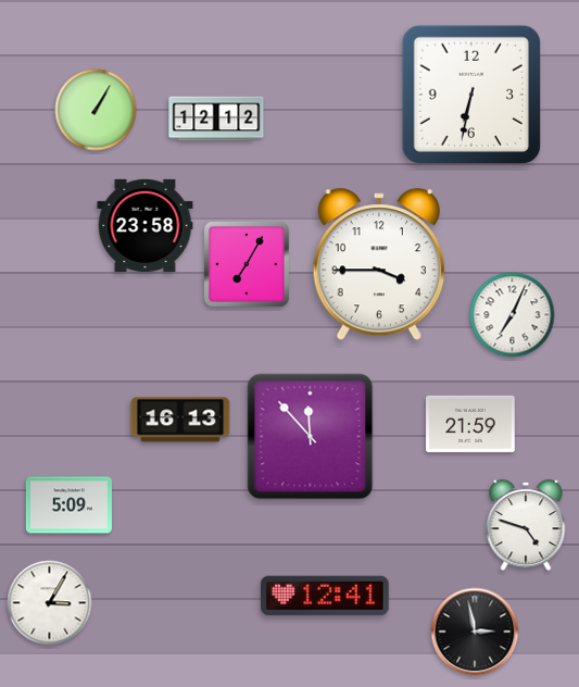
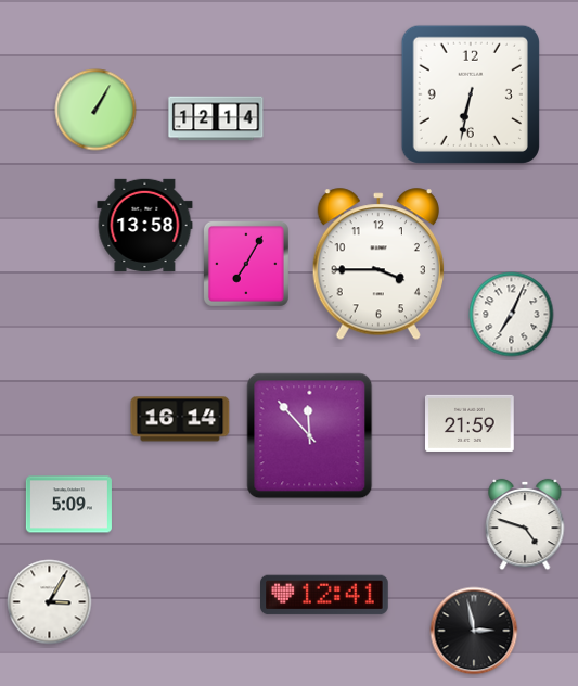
clock at (216, 118): 12:12 -> 12:14
clock at (146, 225): 23:58 -> 13:58
clock at (180, 420): 16:13 -> 16:14
